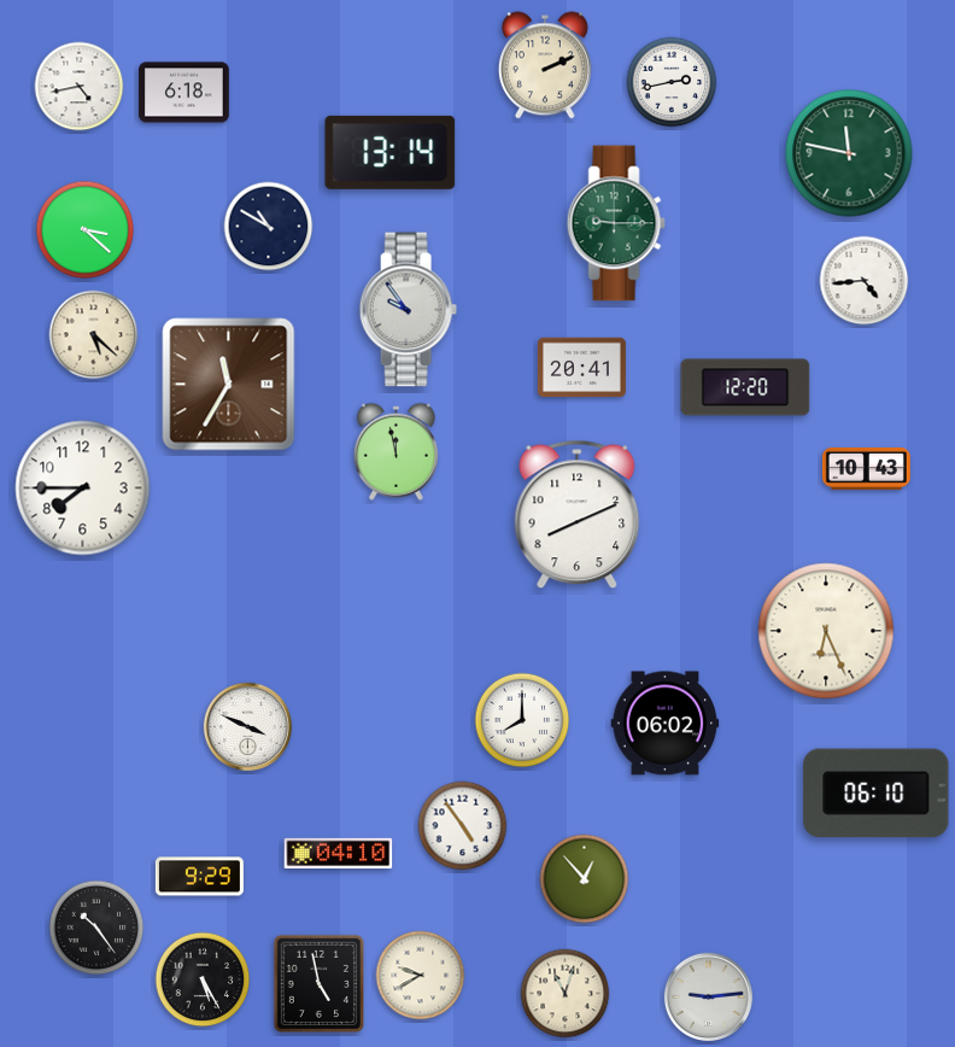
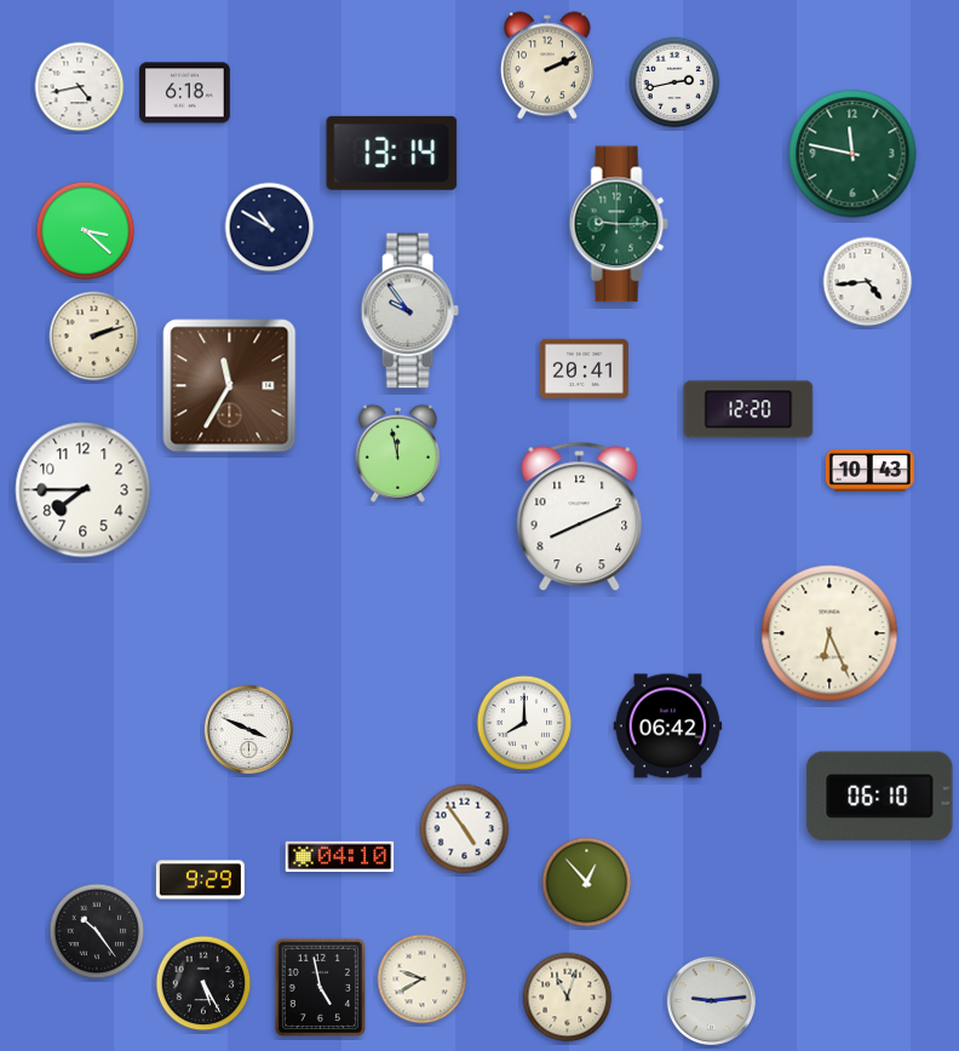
clock at (94, 335): 5:22 -> 2:12
clock at (745, 387) position: (745, 387) -> (748, 409)
clock at (666, 724): 06:02 -> 06:42
